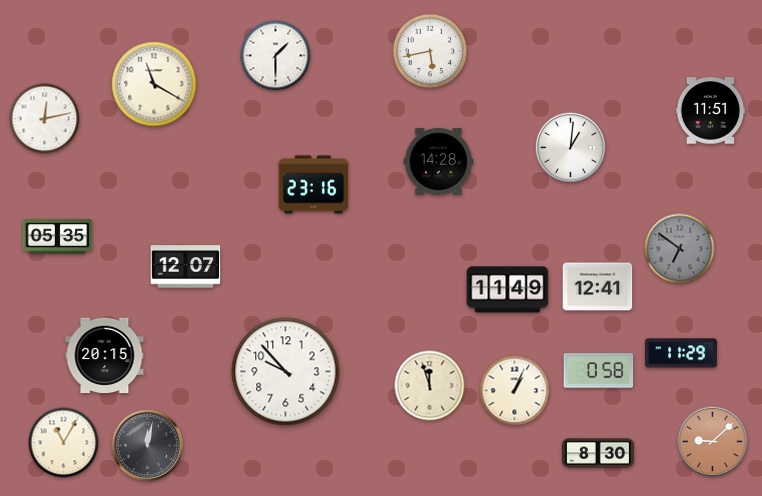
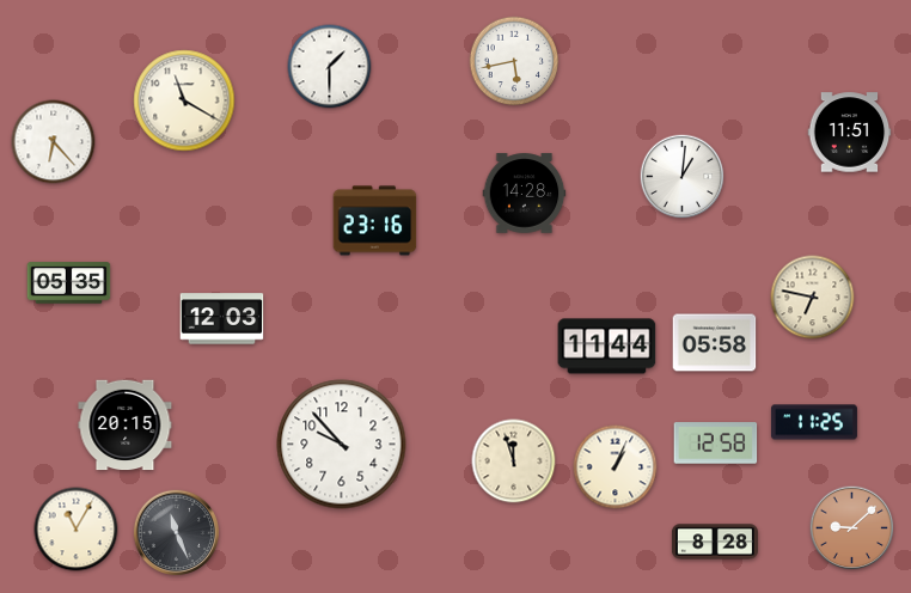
clock at (45, 119): 12:13 -> 6:23
clock at (680, 249): 6:51 -> 6:47
clock at (680, 249) dial: grey -> cream
clock at (186, 267): 12:07 -> 12:03
clock at (598, 287): 12:41 -> 05:58
clock at (508, 290): 11:49 -> 11:44
clock at (681, 353): 11:29 -> 11:25
clock at (599, 371): 0:58 -> 12:58
clock at (147, 445): 12:02 -> 11:26
clock at (598, 453): 8:30 -> 8:28
